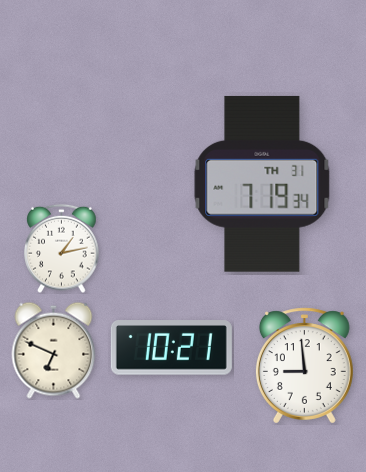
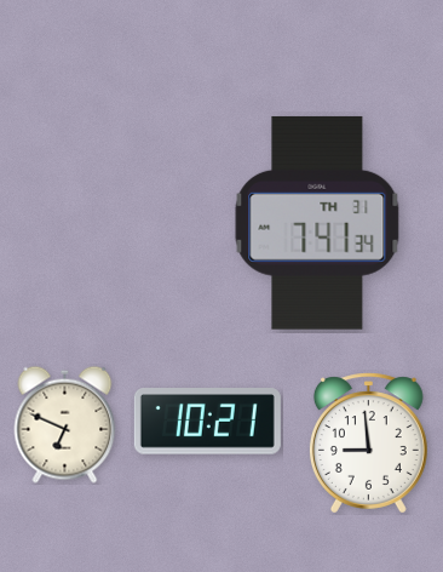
clock at (262, 184): 7:19 -> 7:41
clock at (62, 248): 1:13 -> none
